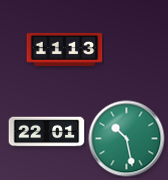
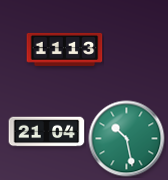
clock at (47, 132): 22:01 -> 21:04
